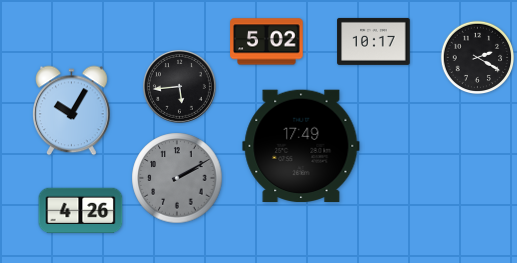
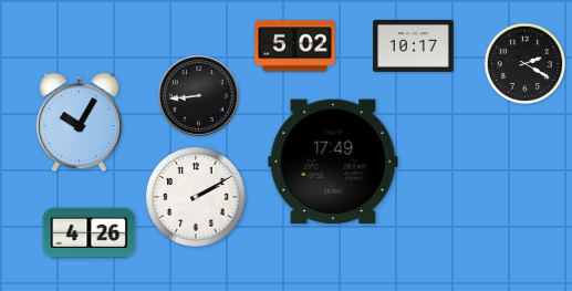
clock at (478, 58) position: (478, 58) -> (526, 64)
clock at (180, 87): 5:44 -> 8:44
clock at (177, 178) dial: grey -> white
